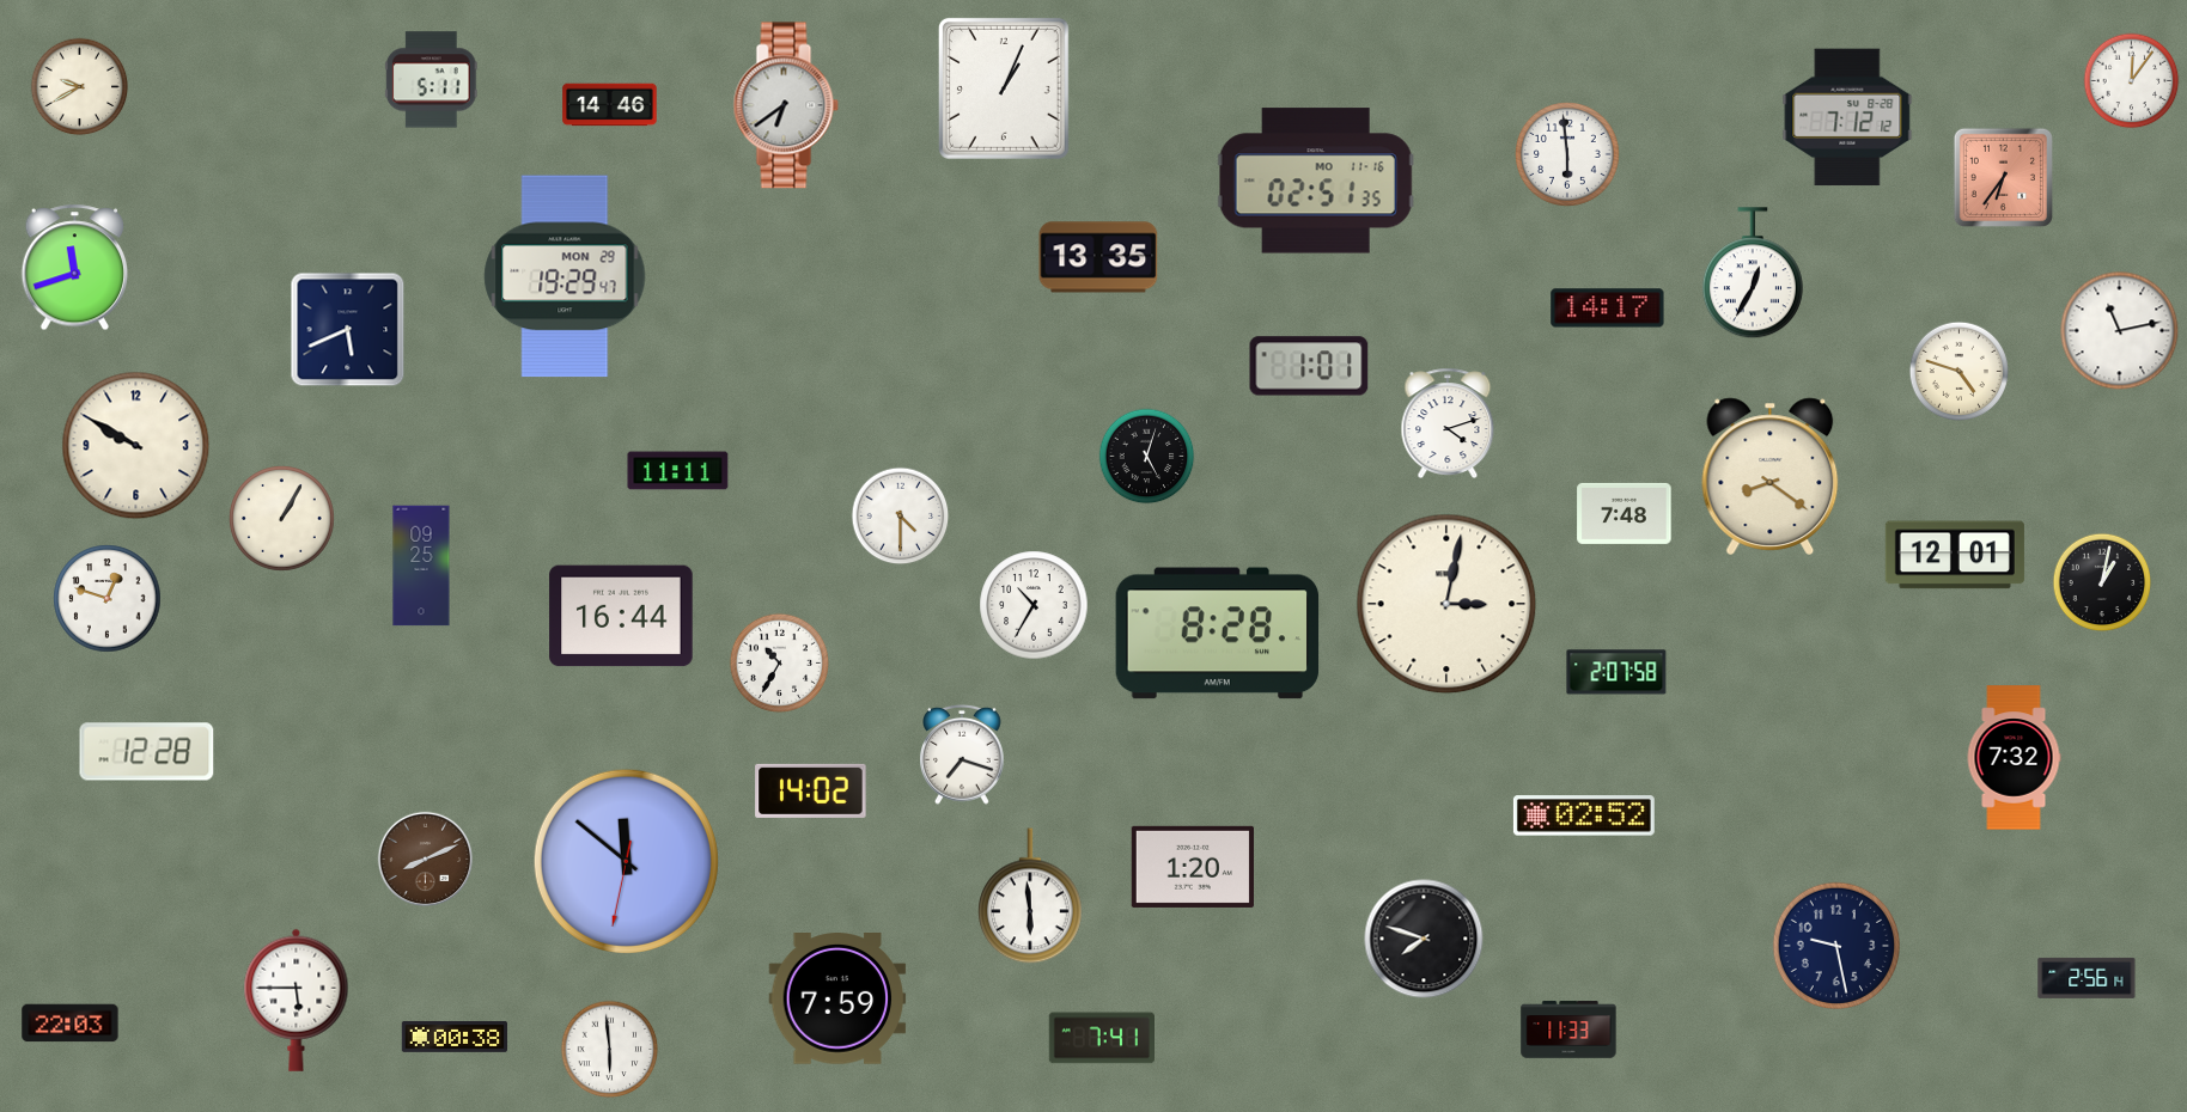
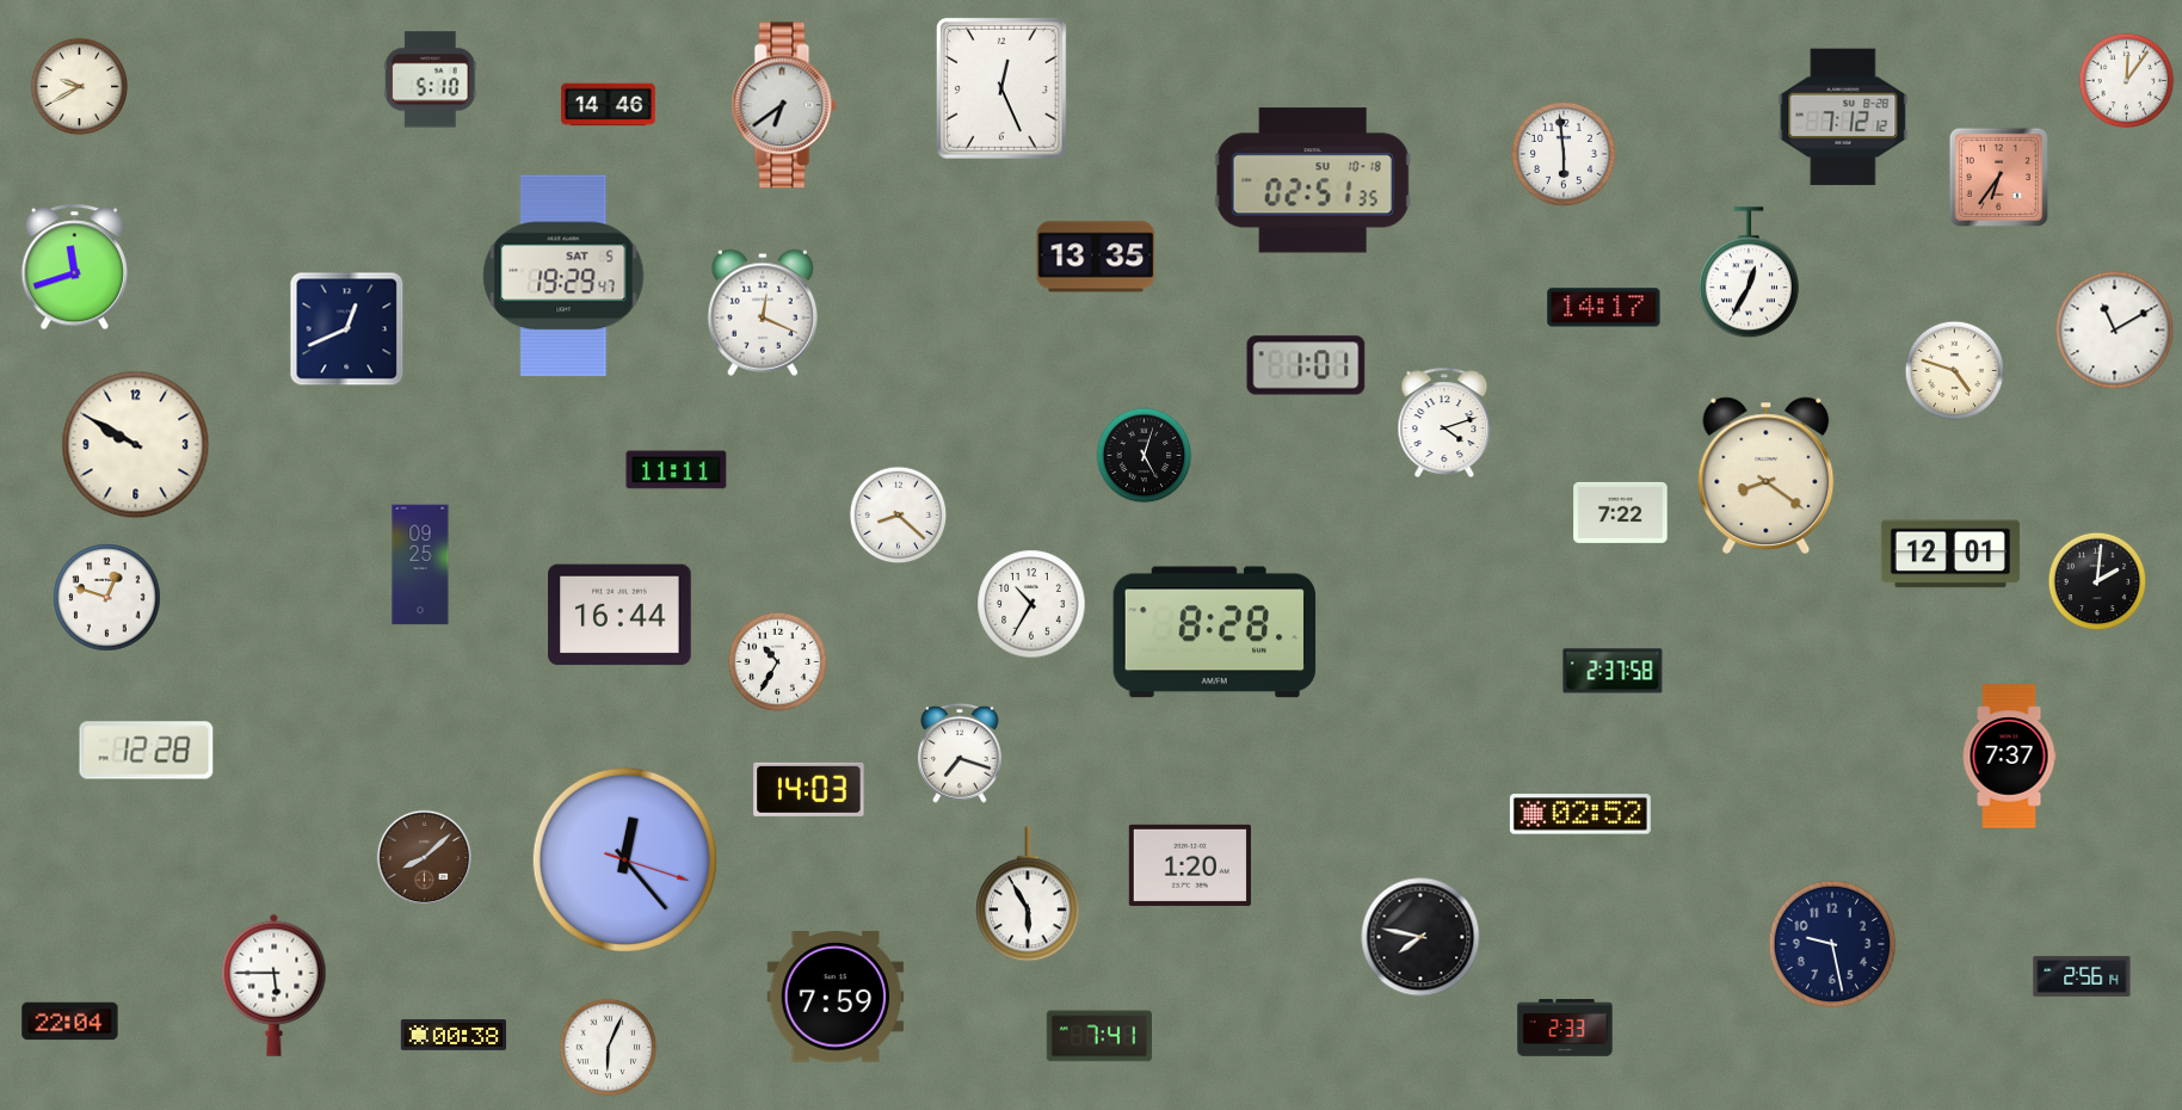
clock at (431, 80): 5:11 -> 5:10
clock at (1004, 88): 1:04 -> 12:26
clock at (1316, 181) date: MO 11-16 -> SU 10-18
clock at (565, 276) date: MON 29 -> SAT 5
clock at (762, 313): none -> 12:19
clock at (348, 330): 5:41 -> 12:41
clock at (2120, 331): 11:13 -> 11:10
clock at (1625, 513): 7:48 -> 7:22
clock at (901, 517): 4:30 -> 8:22
clock at (282, 519): 1:05 -> none
clock at (2102, 582): 1:02 -> 2:01
clock at (1446, 604): 3:02 -> none
clock at (1616, 672): 2:07 -> 2:37
clock at (2014, 758): 7:32 -> 7:37
clock at (811, 790): 14:02 -> 14:03
clock at (426, 860): 8:11 -> 8:08
clock at (626, 861): 11:51 -> 12:23
clock at (1031, 896): 5:59 -> 5:55
clock at (1424, 939): 7:48 -> 7:47
clock at (297, 1000) position: (297, 1000) -> (275, 985)
clock at (71, 1024): 22:03 -> 22:04
clock at (1568, 1029): 11:33 -> 2:33
clock at (610, 1050): 5:59 -> 6:04
